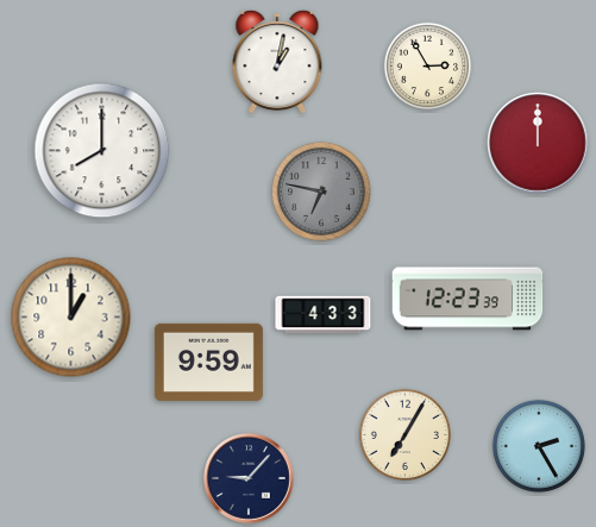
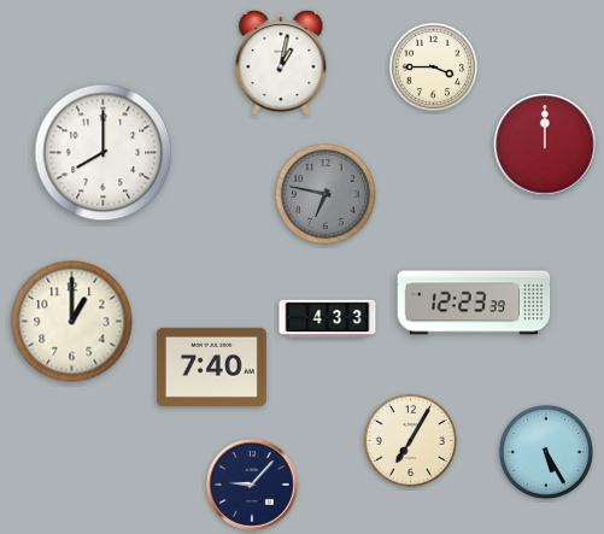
clock at (428, 67): 2:55 -> 3:45
clock at (208, 362): 9:59 -> 7:40
clock at (539, 446): 2:25 -> 5:25
